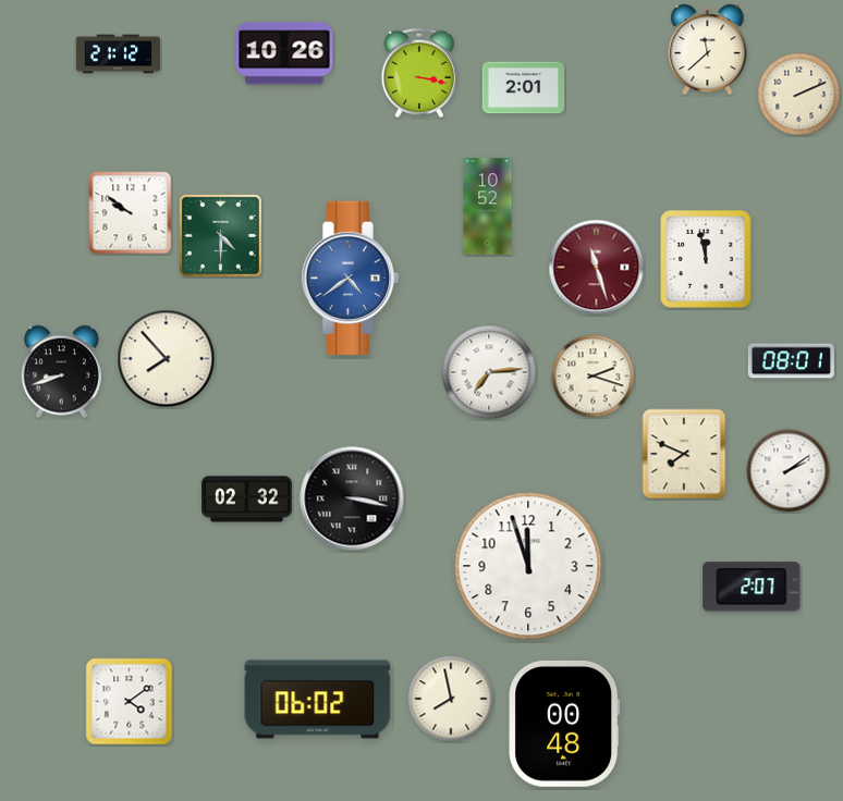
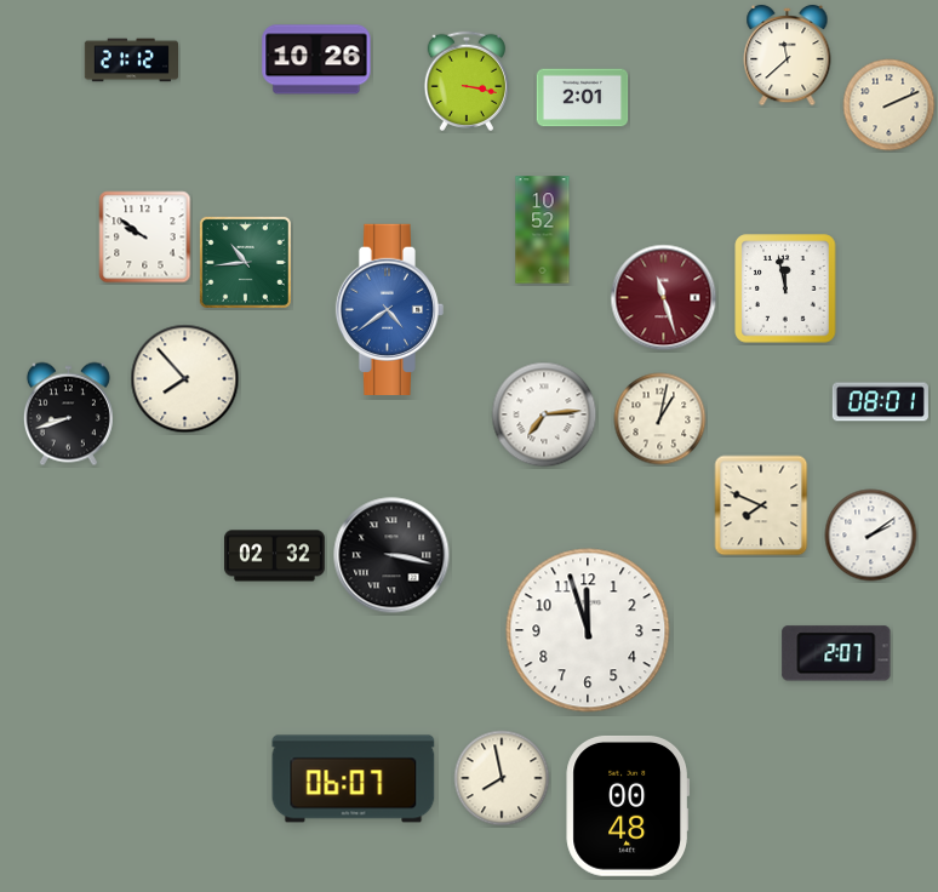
clock at (220, 235): 4:30 -> 10:44
clock at (167, 359) position: (167, 359) -> (185, 379)
clock at (594, 377): 2:18 -> 1:02
clock at (789, 471) position: (789, 471) -> (871, 536)
clock at (318, 700): 06:02 -> 06:07
clock at (130, 702): 4:09 -> none
